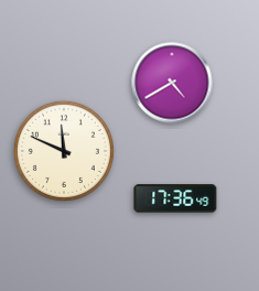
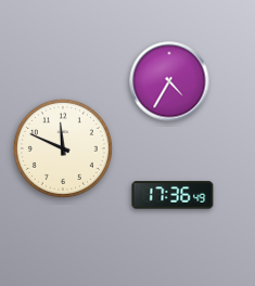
clock at (172, 83): 4:40 -> 4:35
